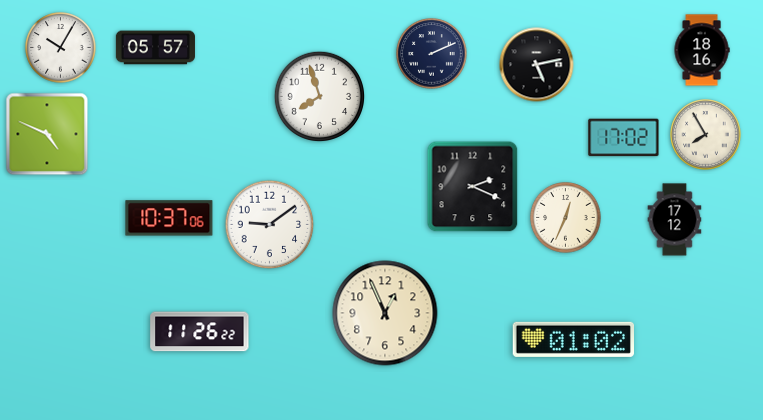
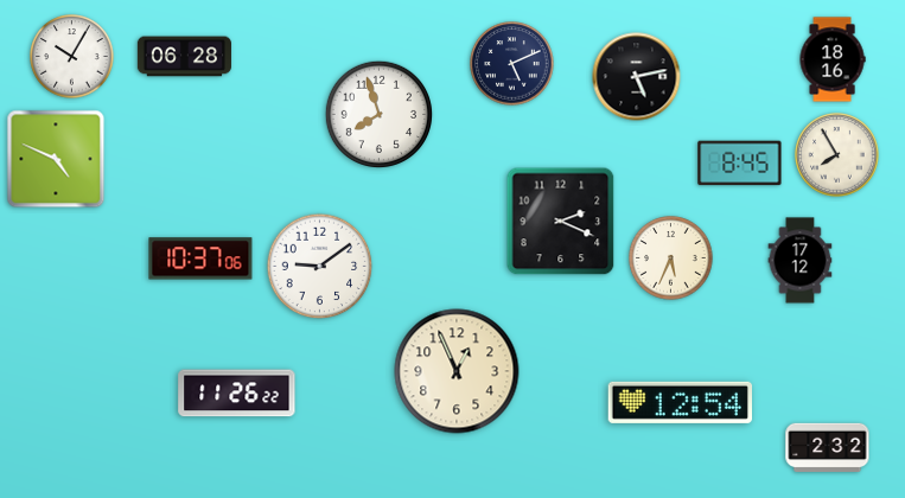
clock at (155, 48): 05:57 -> 06:28
clock at (432, 54): 2:11 -> 5:11
clock at (706, 135) position: (706, 135) -> (837, 155)
clock at (624, 138): 17:02 -> 8:45
clock at (566, 218): 12:34 -> 5:34
clock at (573, 339): 01:02 -> 12:54
clock at (828, 447): none -> 2:32
